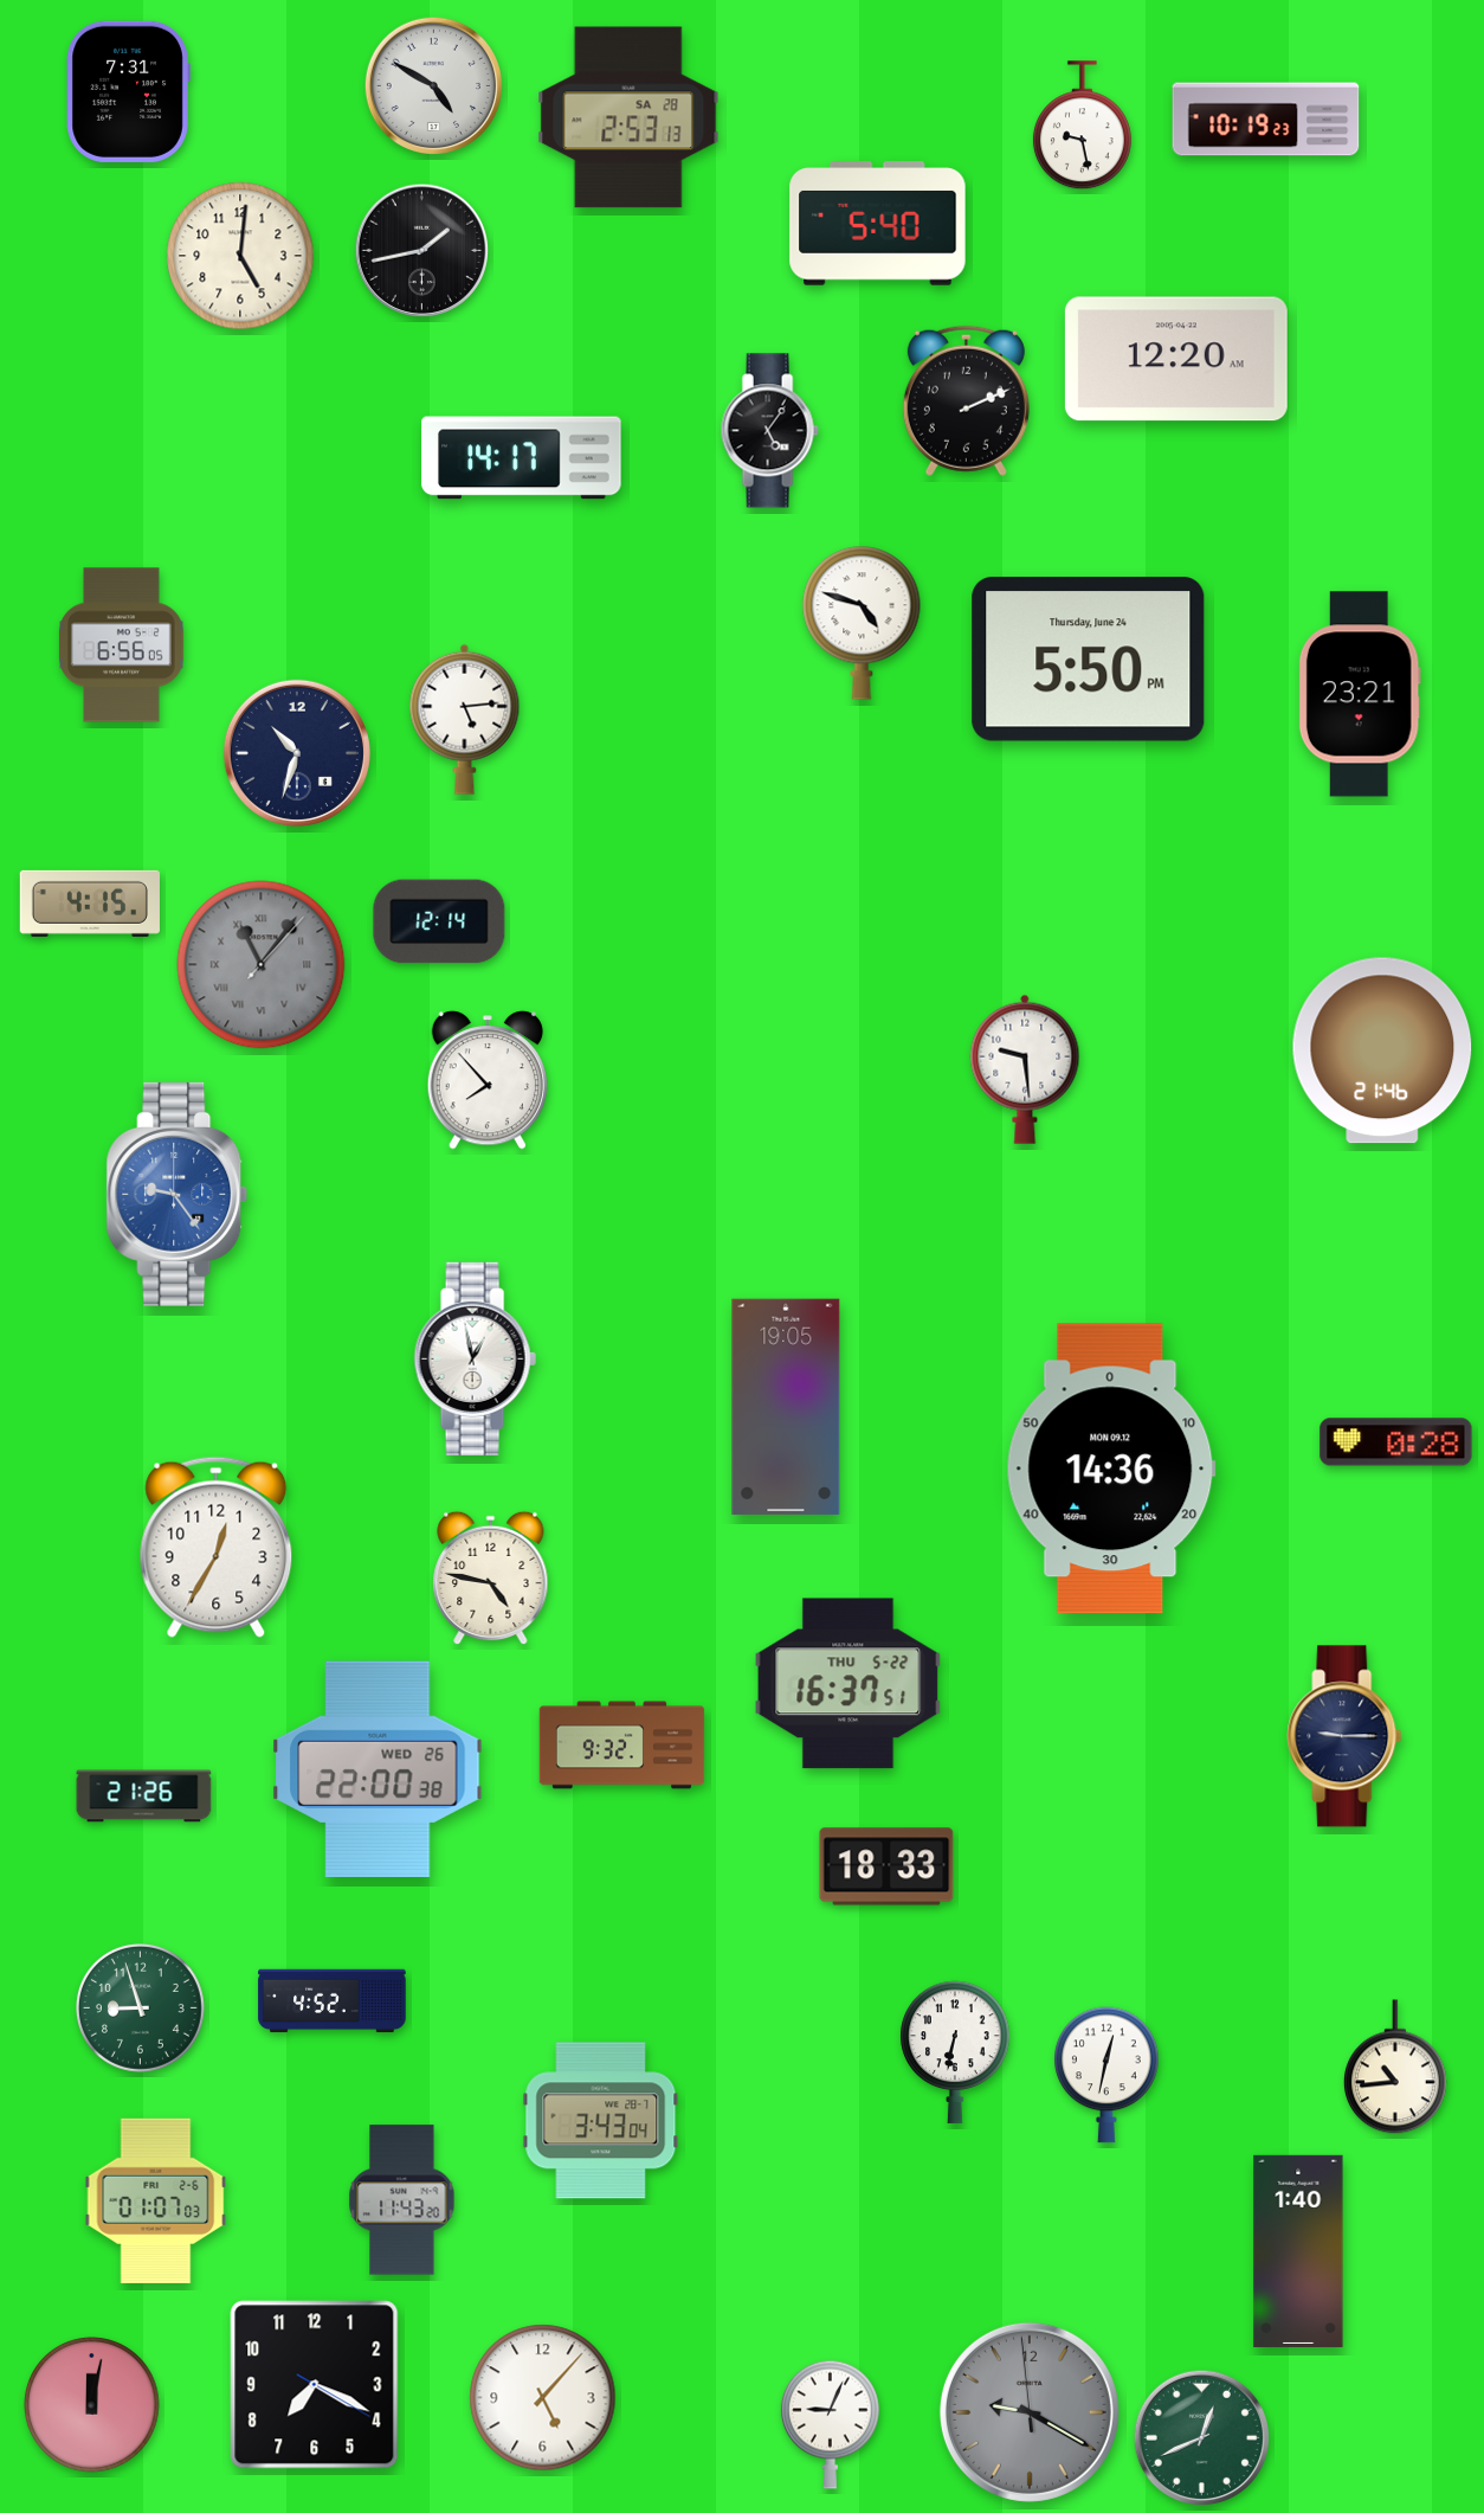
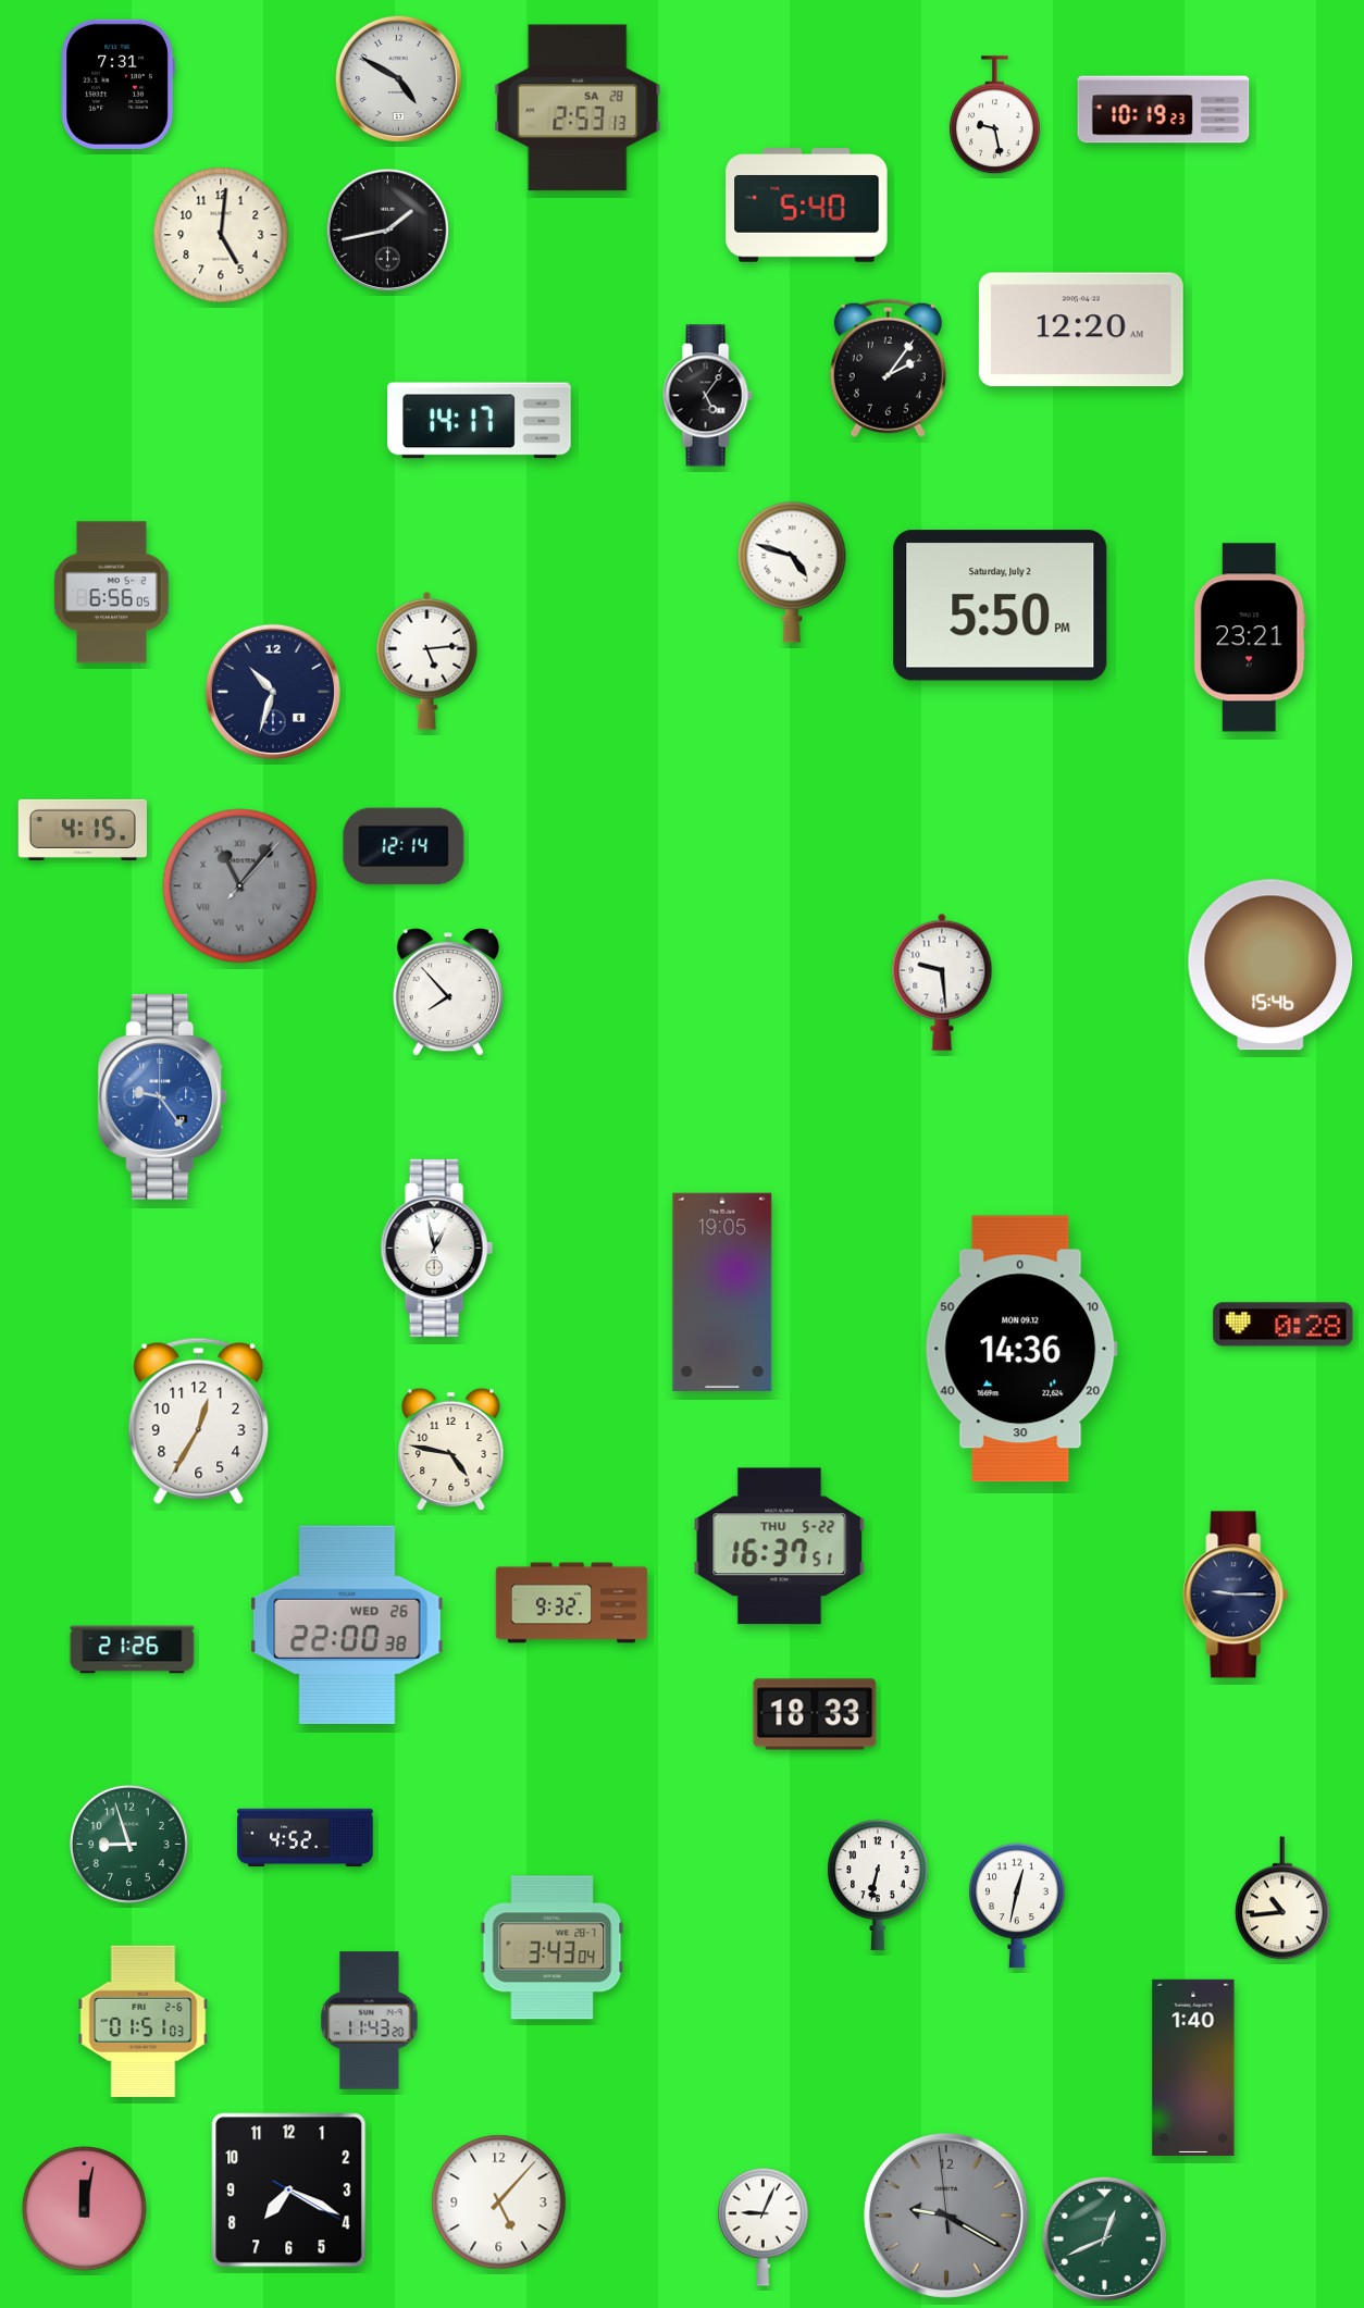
clock at (966, 400): 2:11 -> 2:06
clock at (1089, 660) date: Thursday, June 24 -> Saturday, July 2
clock at (1382, 1050): 21:46 -> 15:46
clock at (156, 2200): 01:07 -> 01:51
